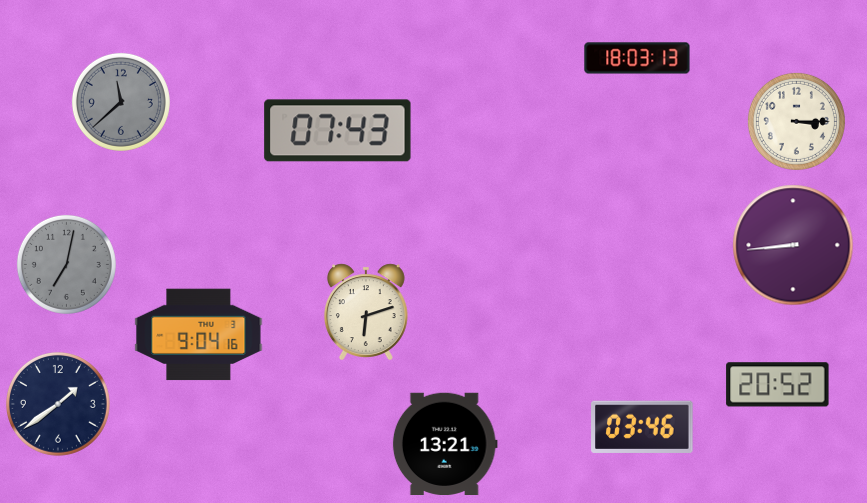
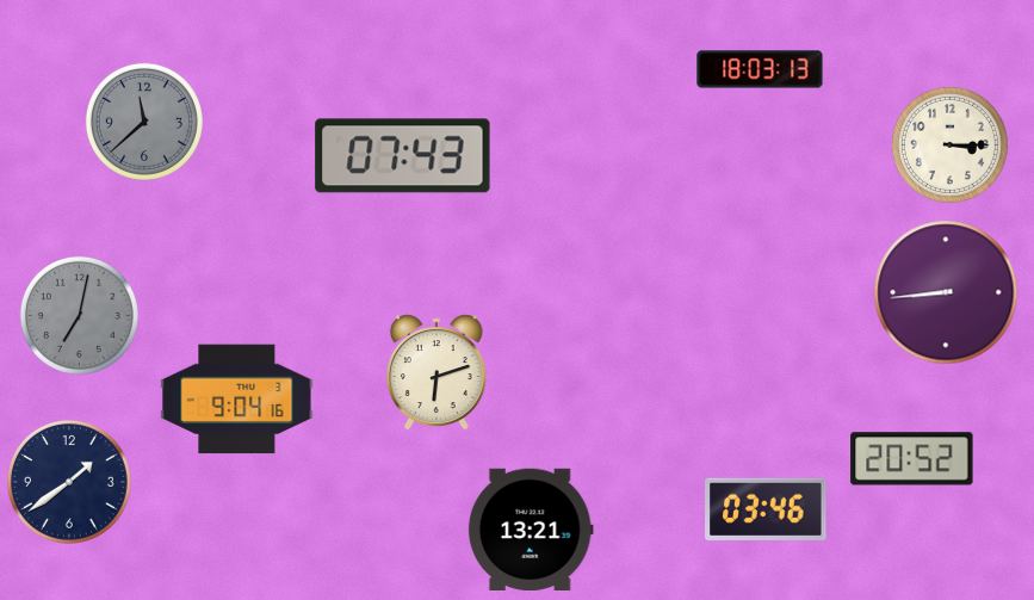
clock at (778, 385) position: (778, 385) -> (912, 459)
